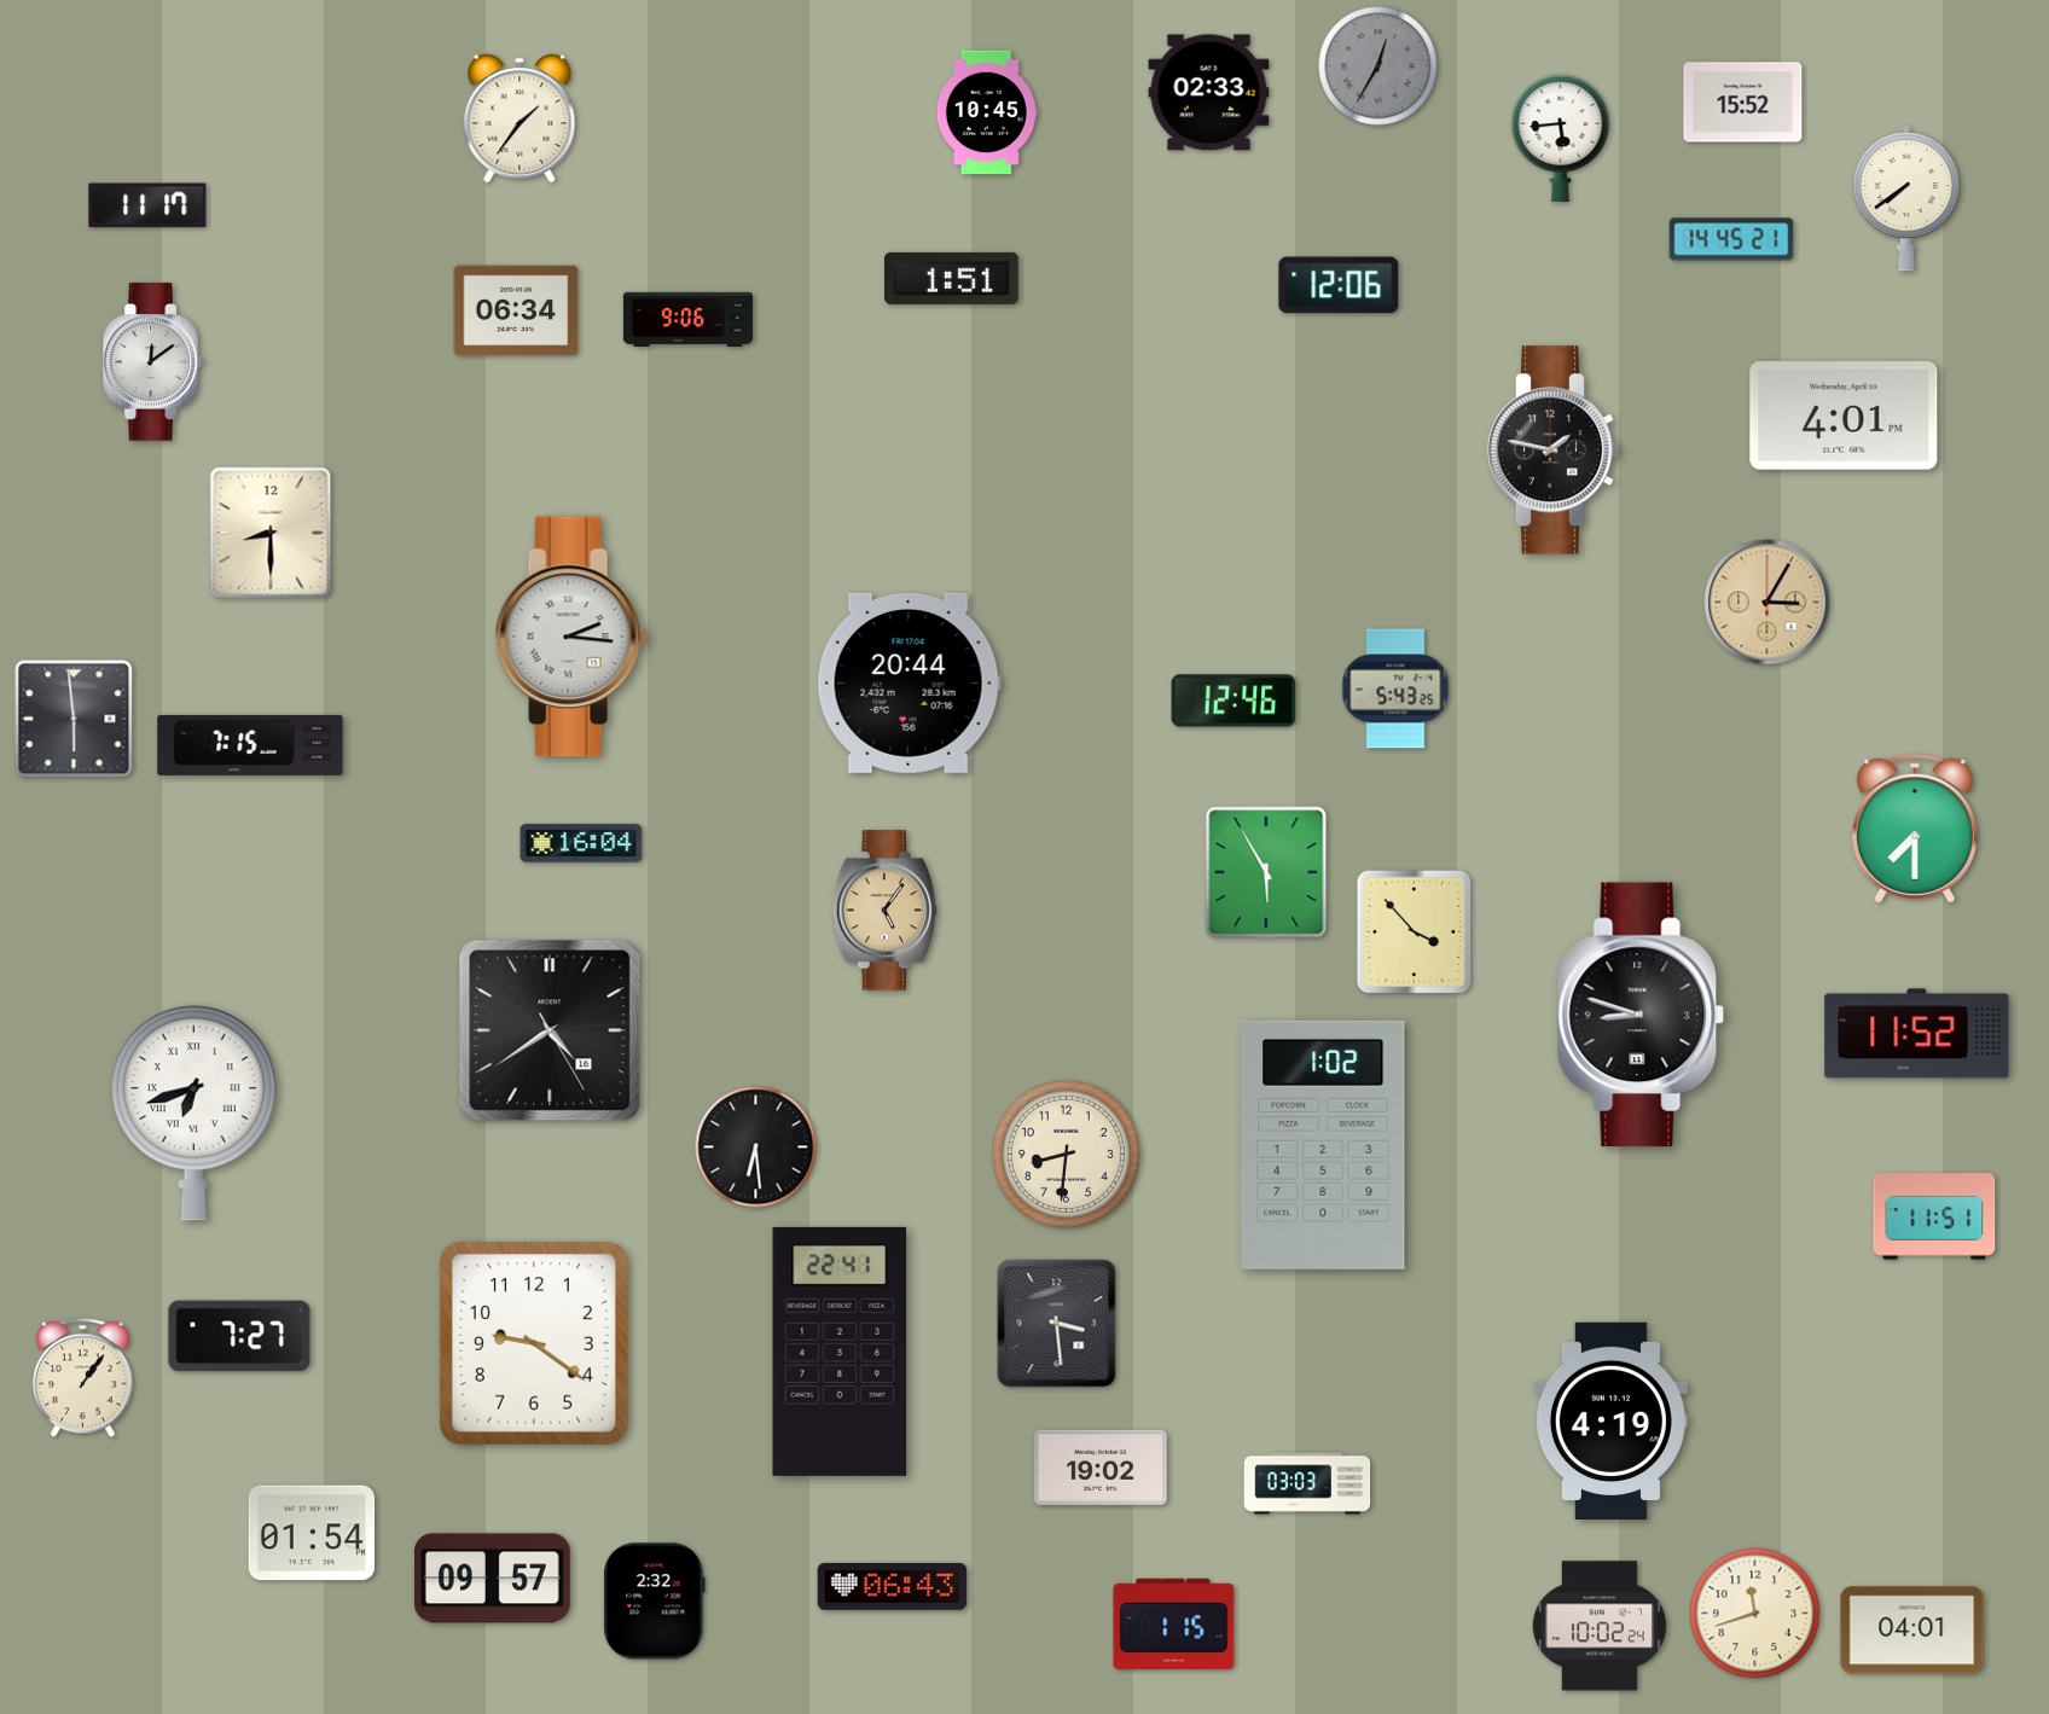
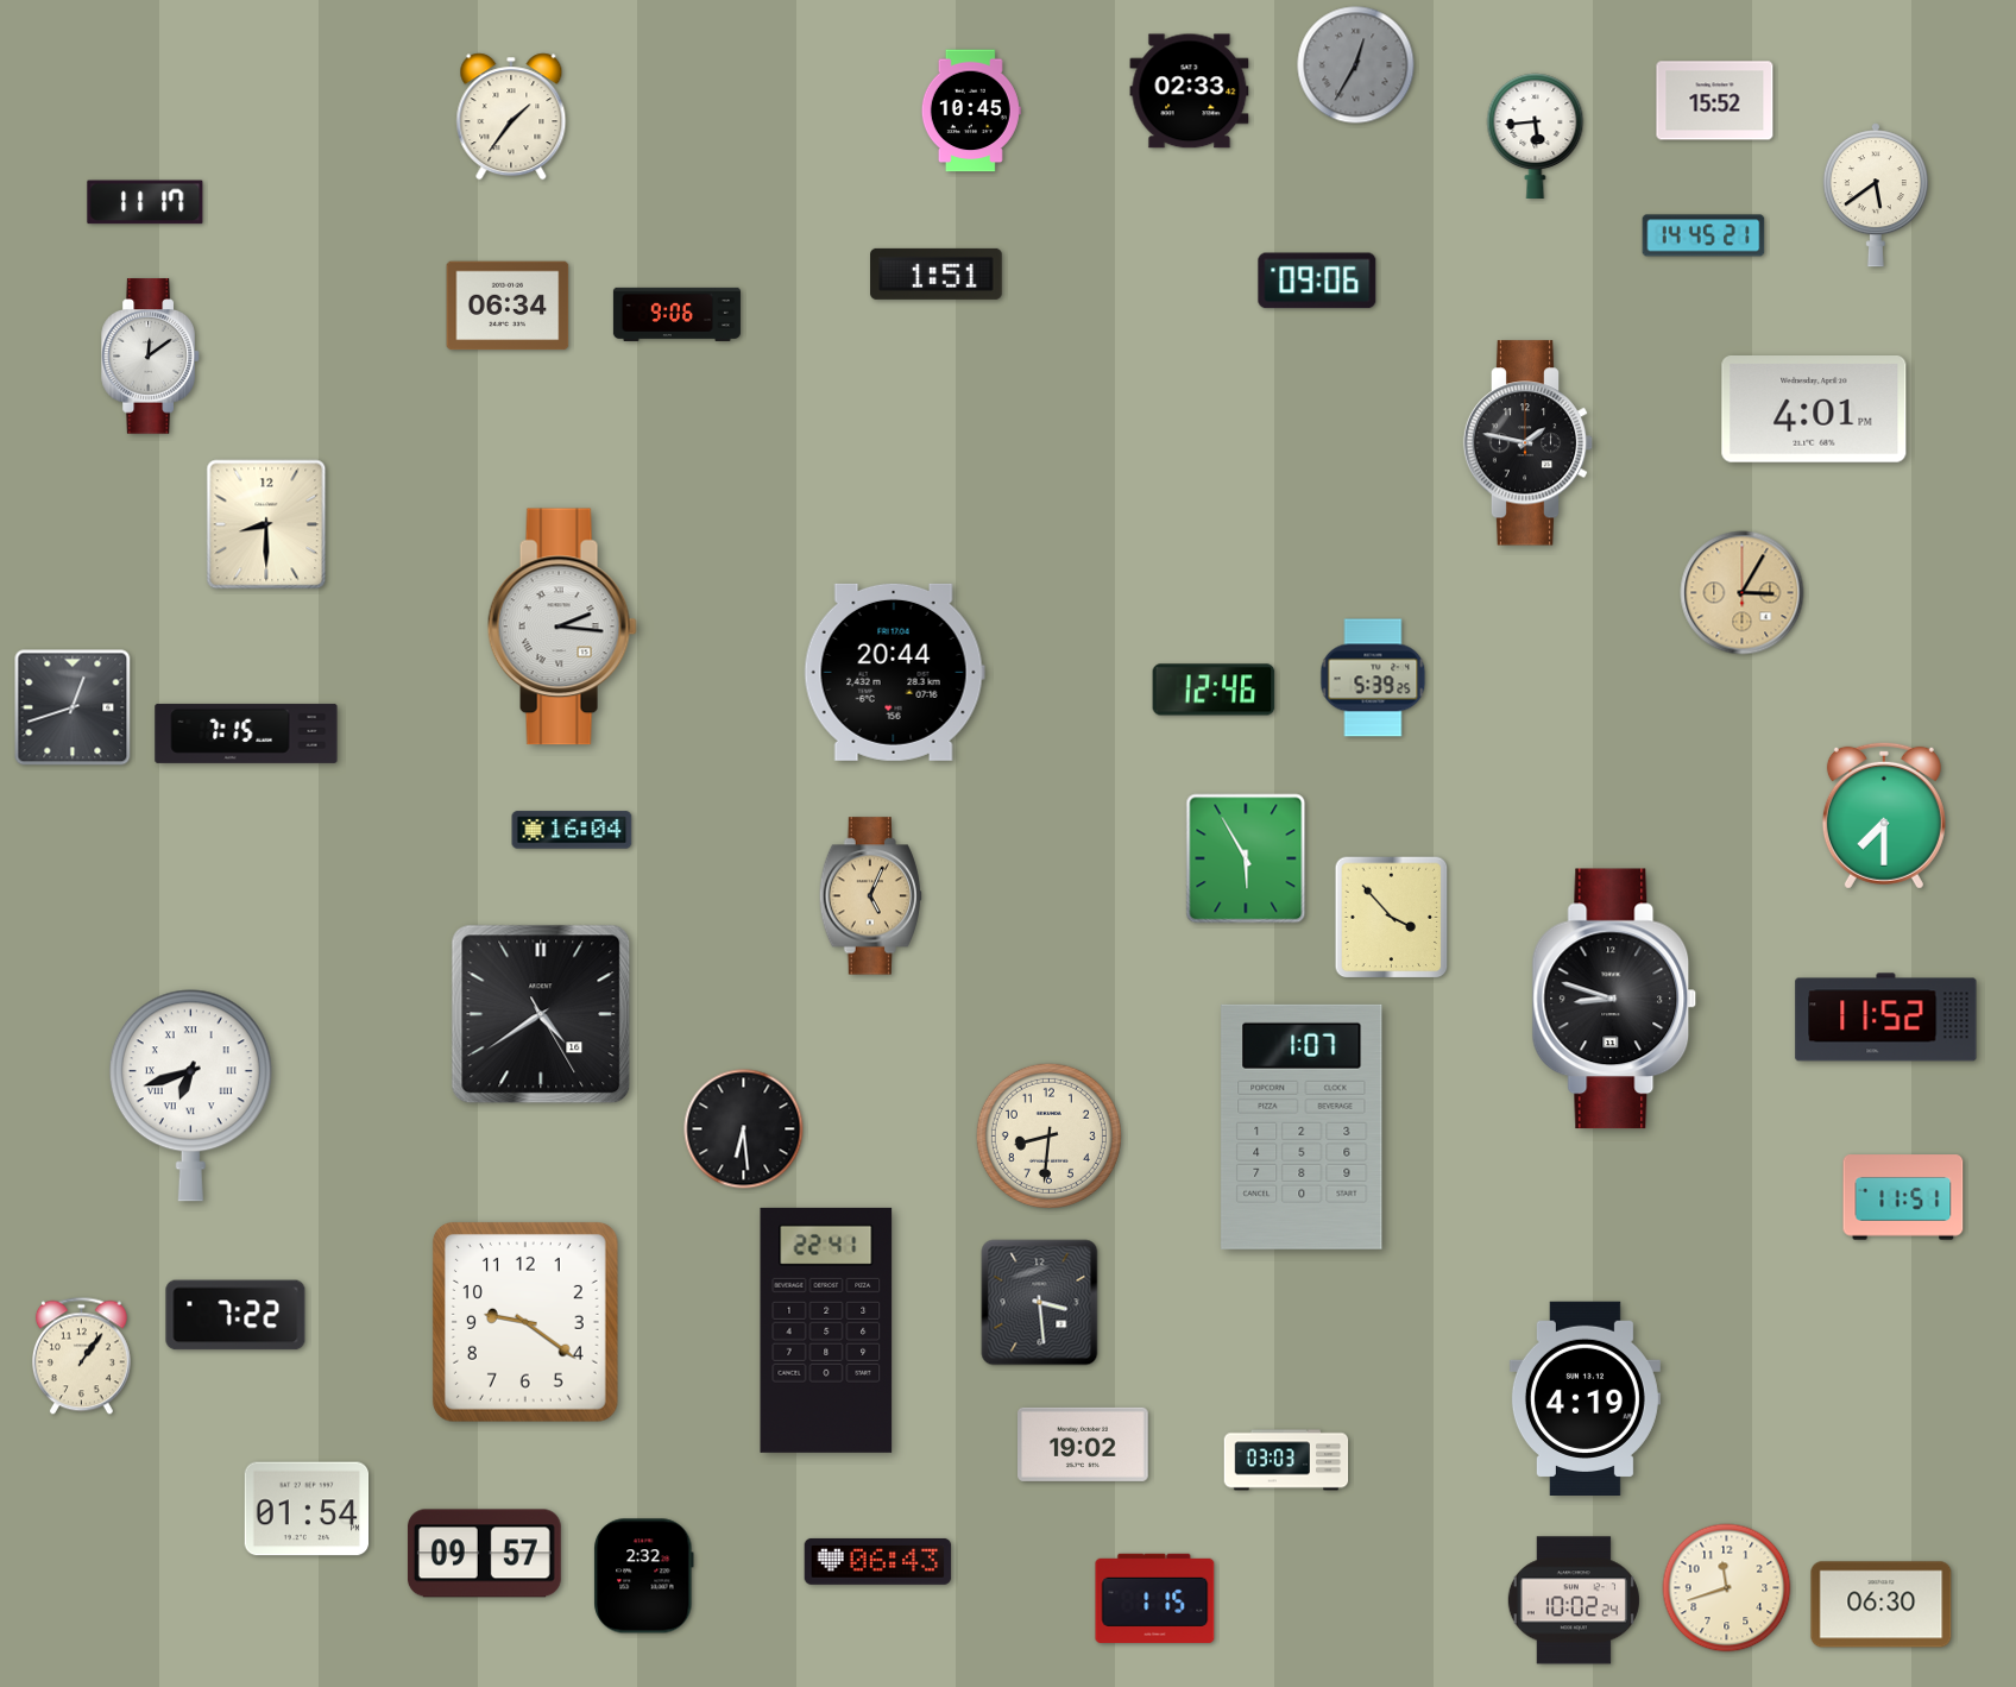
clock at (1906, 198): 7:39 -> 5:39
clock at (1339, 285): 12:06 -> 09:06
clock at (1768, 603) position: (1768, 603) -> (1743, 593)
clock at (1395, 688): 5:43 -> 5:39
clock at (74, 719): 5:59 -> 12:42
clock at (884, 911): 5:06 -> 5:04
clock at (1323, 1145): 1:02 -> 1:07
clock at (239, 1336): 7:27 -> 7:22
clock at (1912, 1631): 04:01 -> 06:30
